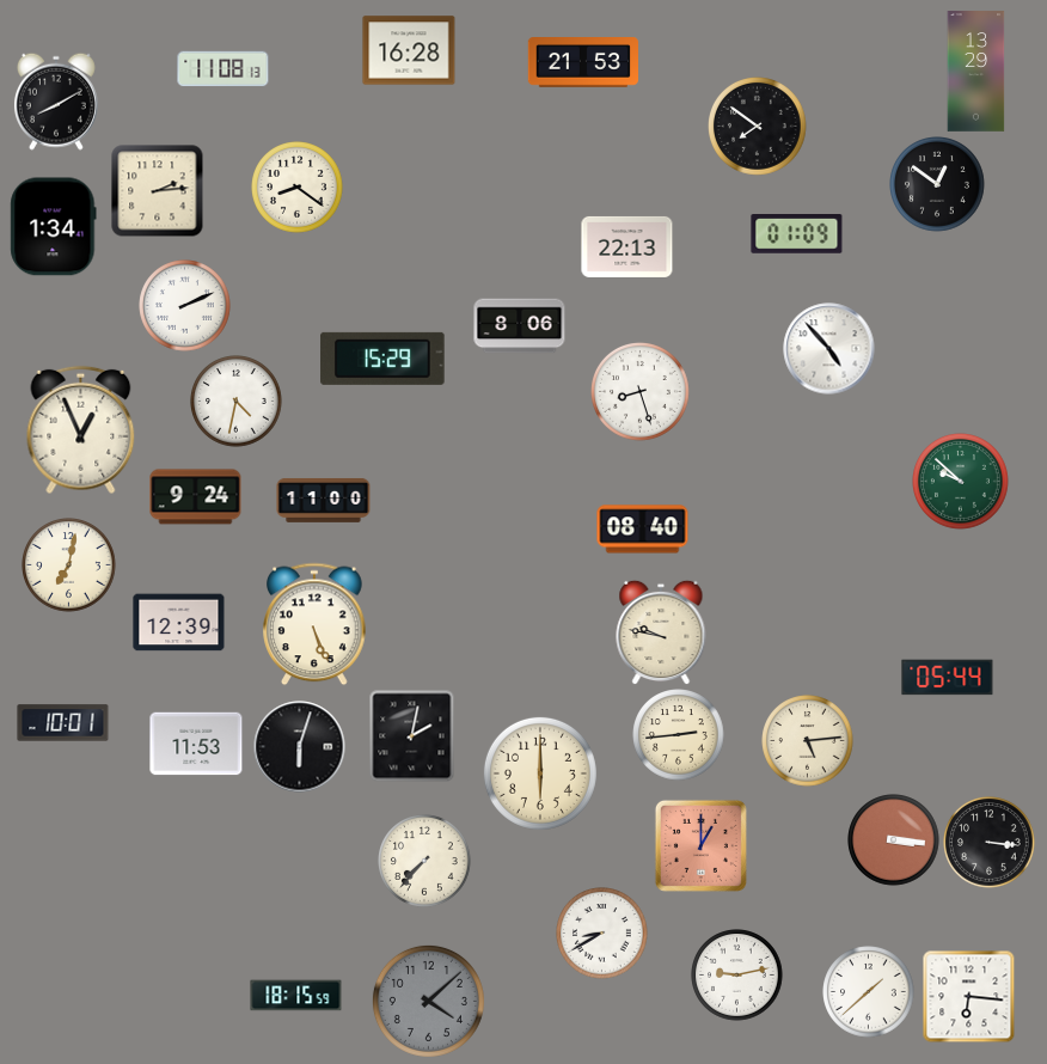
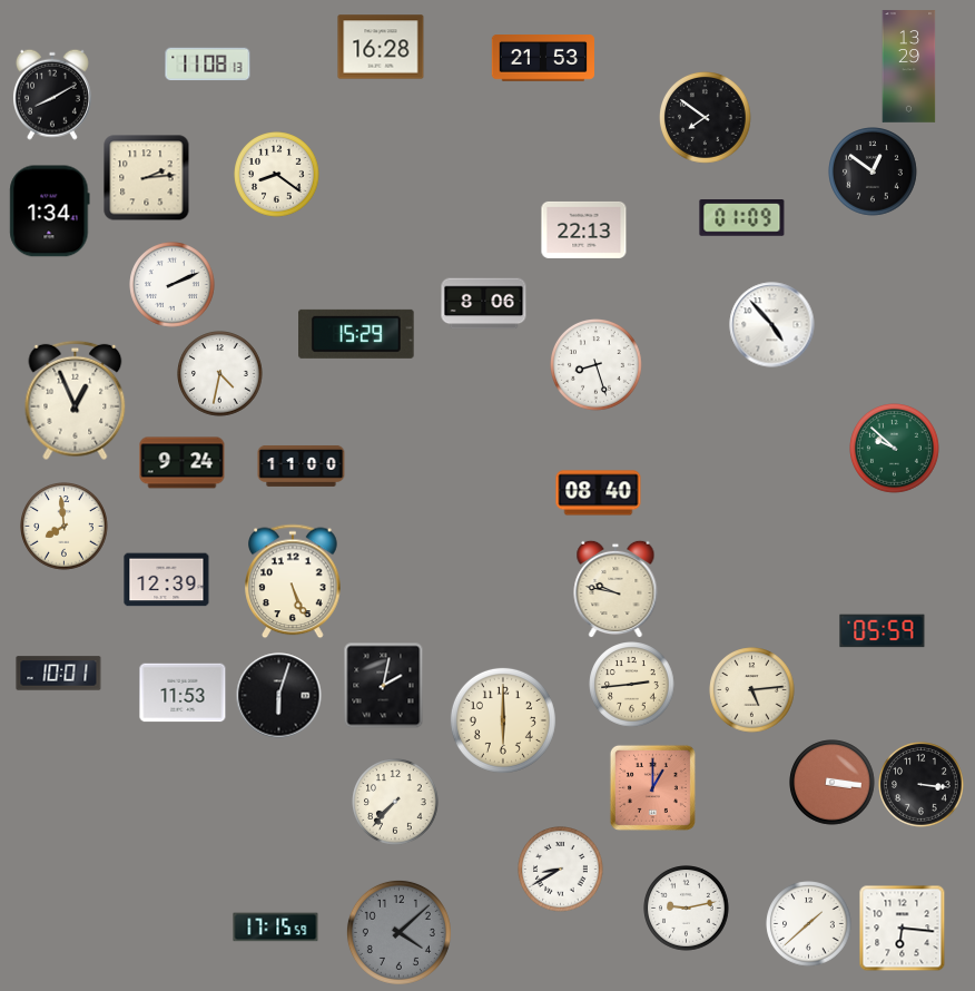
clock at (69, 565): 7:02 -> 7:59
clock at (948, 678): 05:44 -> 05:59
clock at (296, 996): 18:15 -> 17:15
